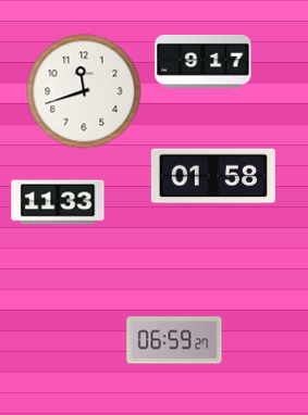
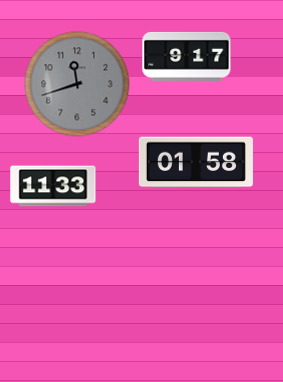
clock at (84, 91) dial: white -> grey
clock at (174, 340): 06:59 -> none
